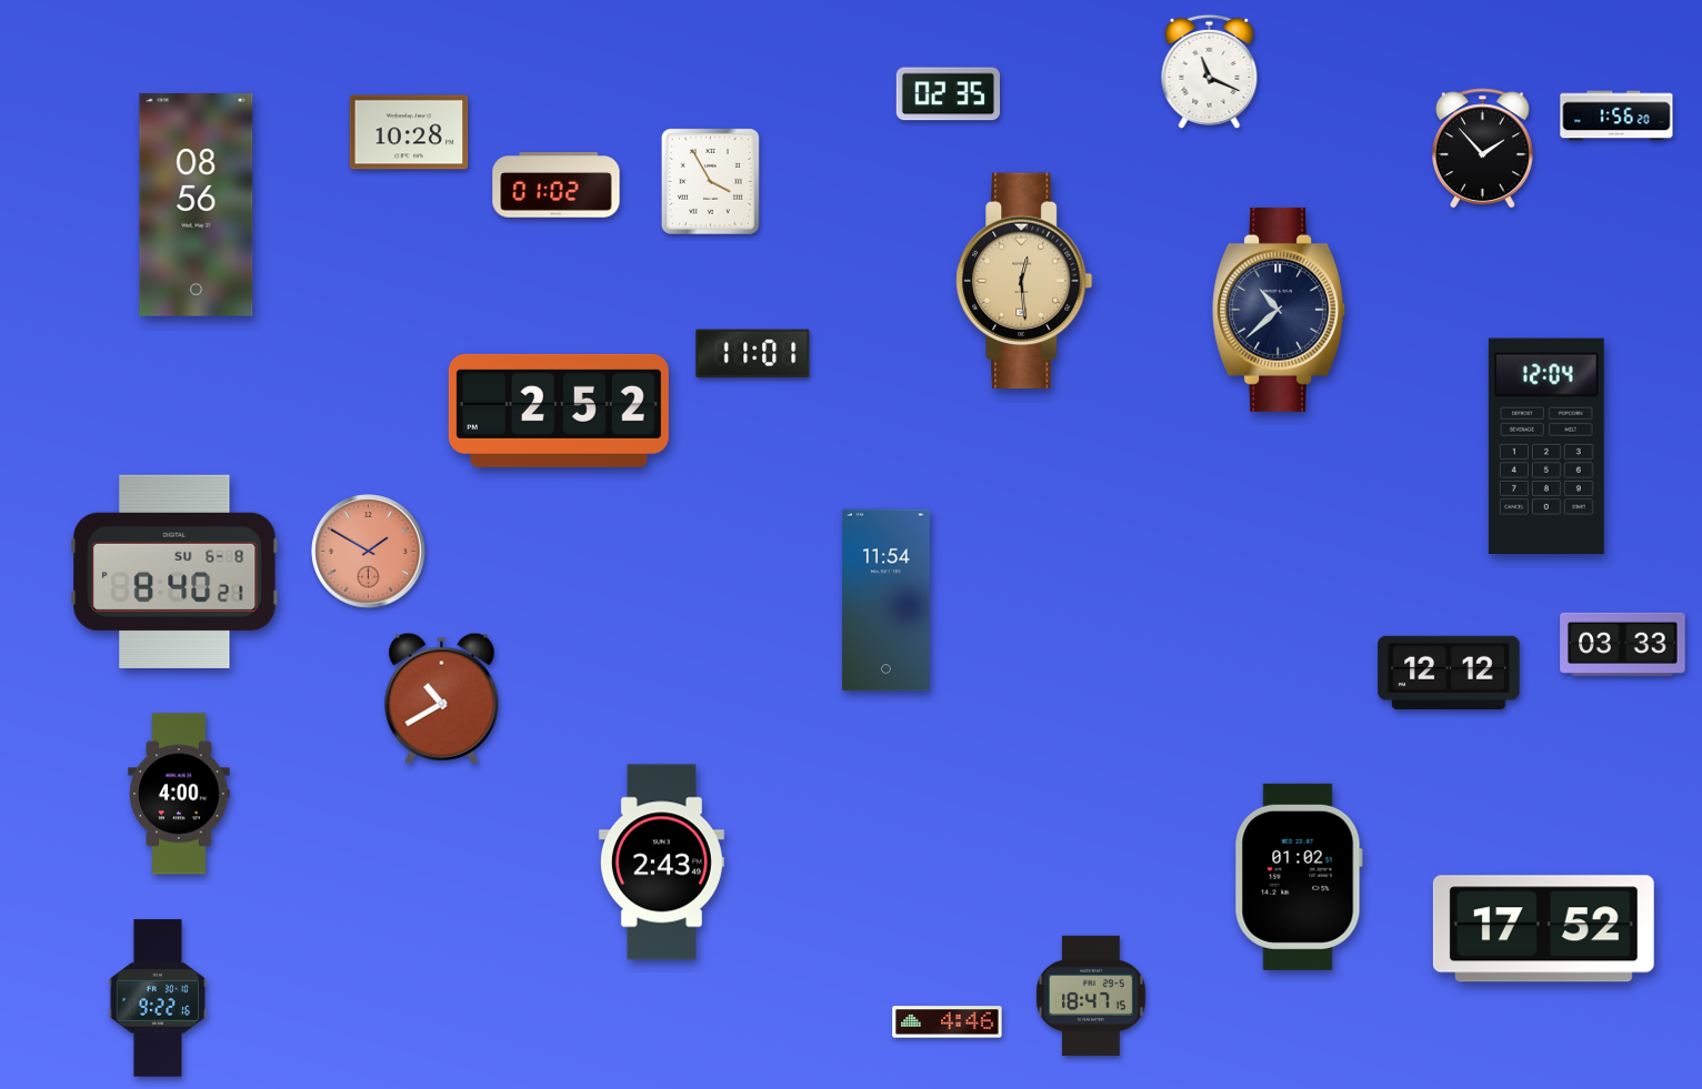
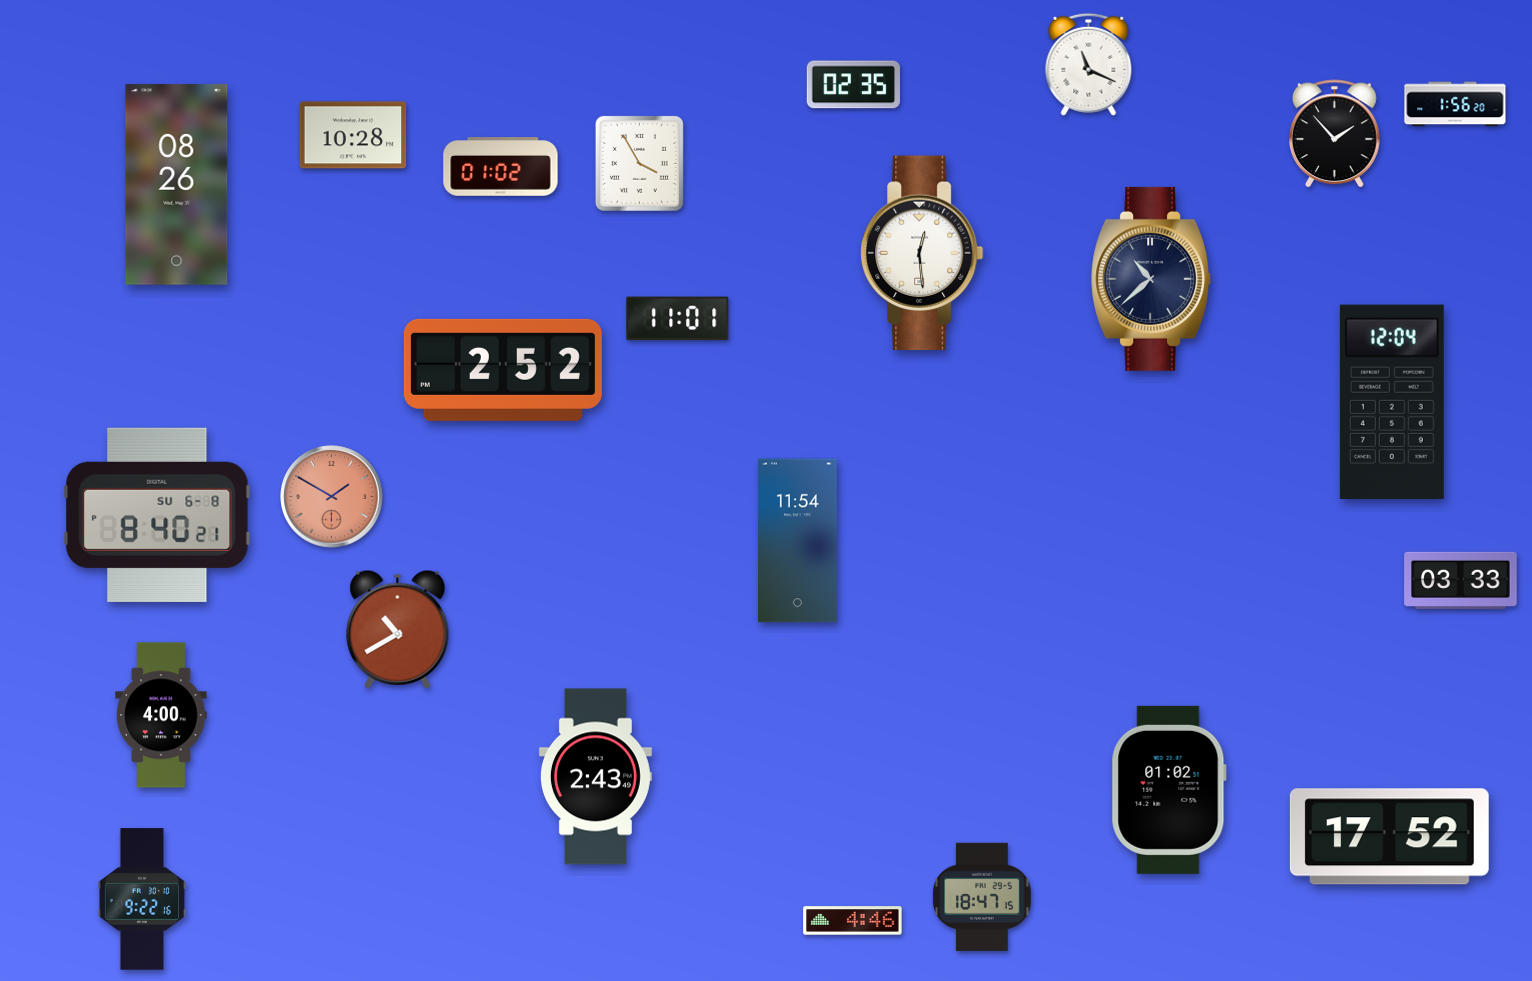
clock at (409, 132) position: (409, 132) -> (353, 135)
clock at (197, 205): 08:56 -> 08:26
clock at (1024, 281) dial: champagne -> white
clock at (1449, 673): 12:12 -> none
